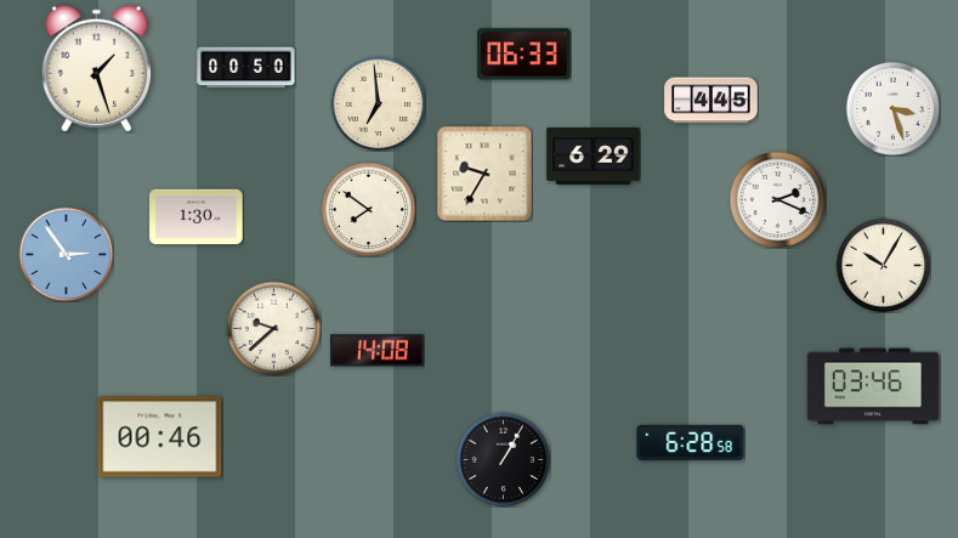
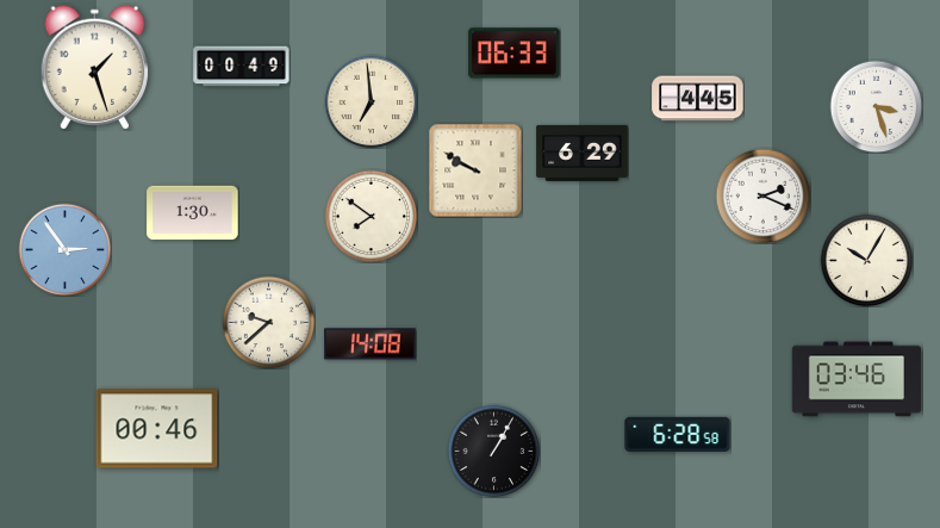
clock at (246, 68): 00:50 -> 00:49
clock at (484, 174): 9:35 -> 9:50
clock at (368, 209) position: (368, 209) -> (371, 216)
